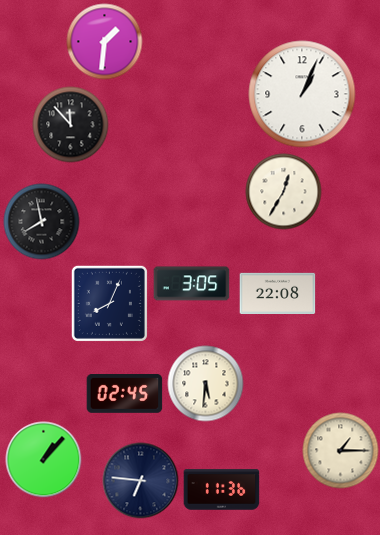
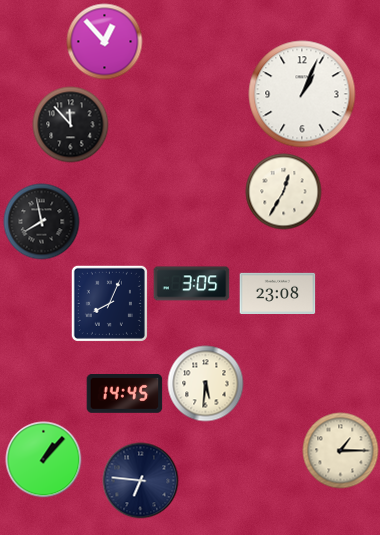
clock at (105, 42): 1:31 -> 12:53
clock at (278, 293): 22:08 -> 23:08
clock at (125, 394): 02:45 -> 14:45
clock at (222, 490): 11:36 -> none
